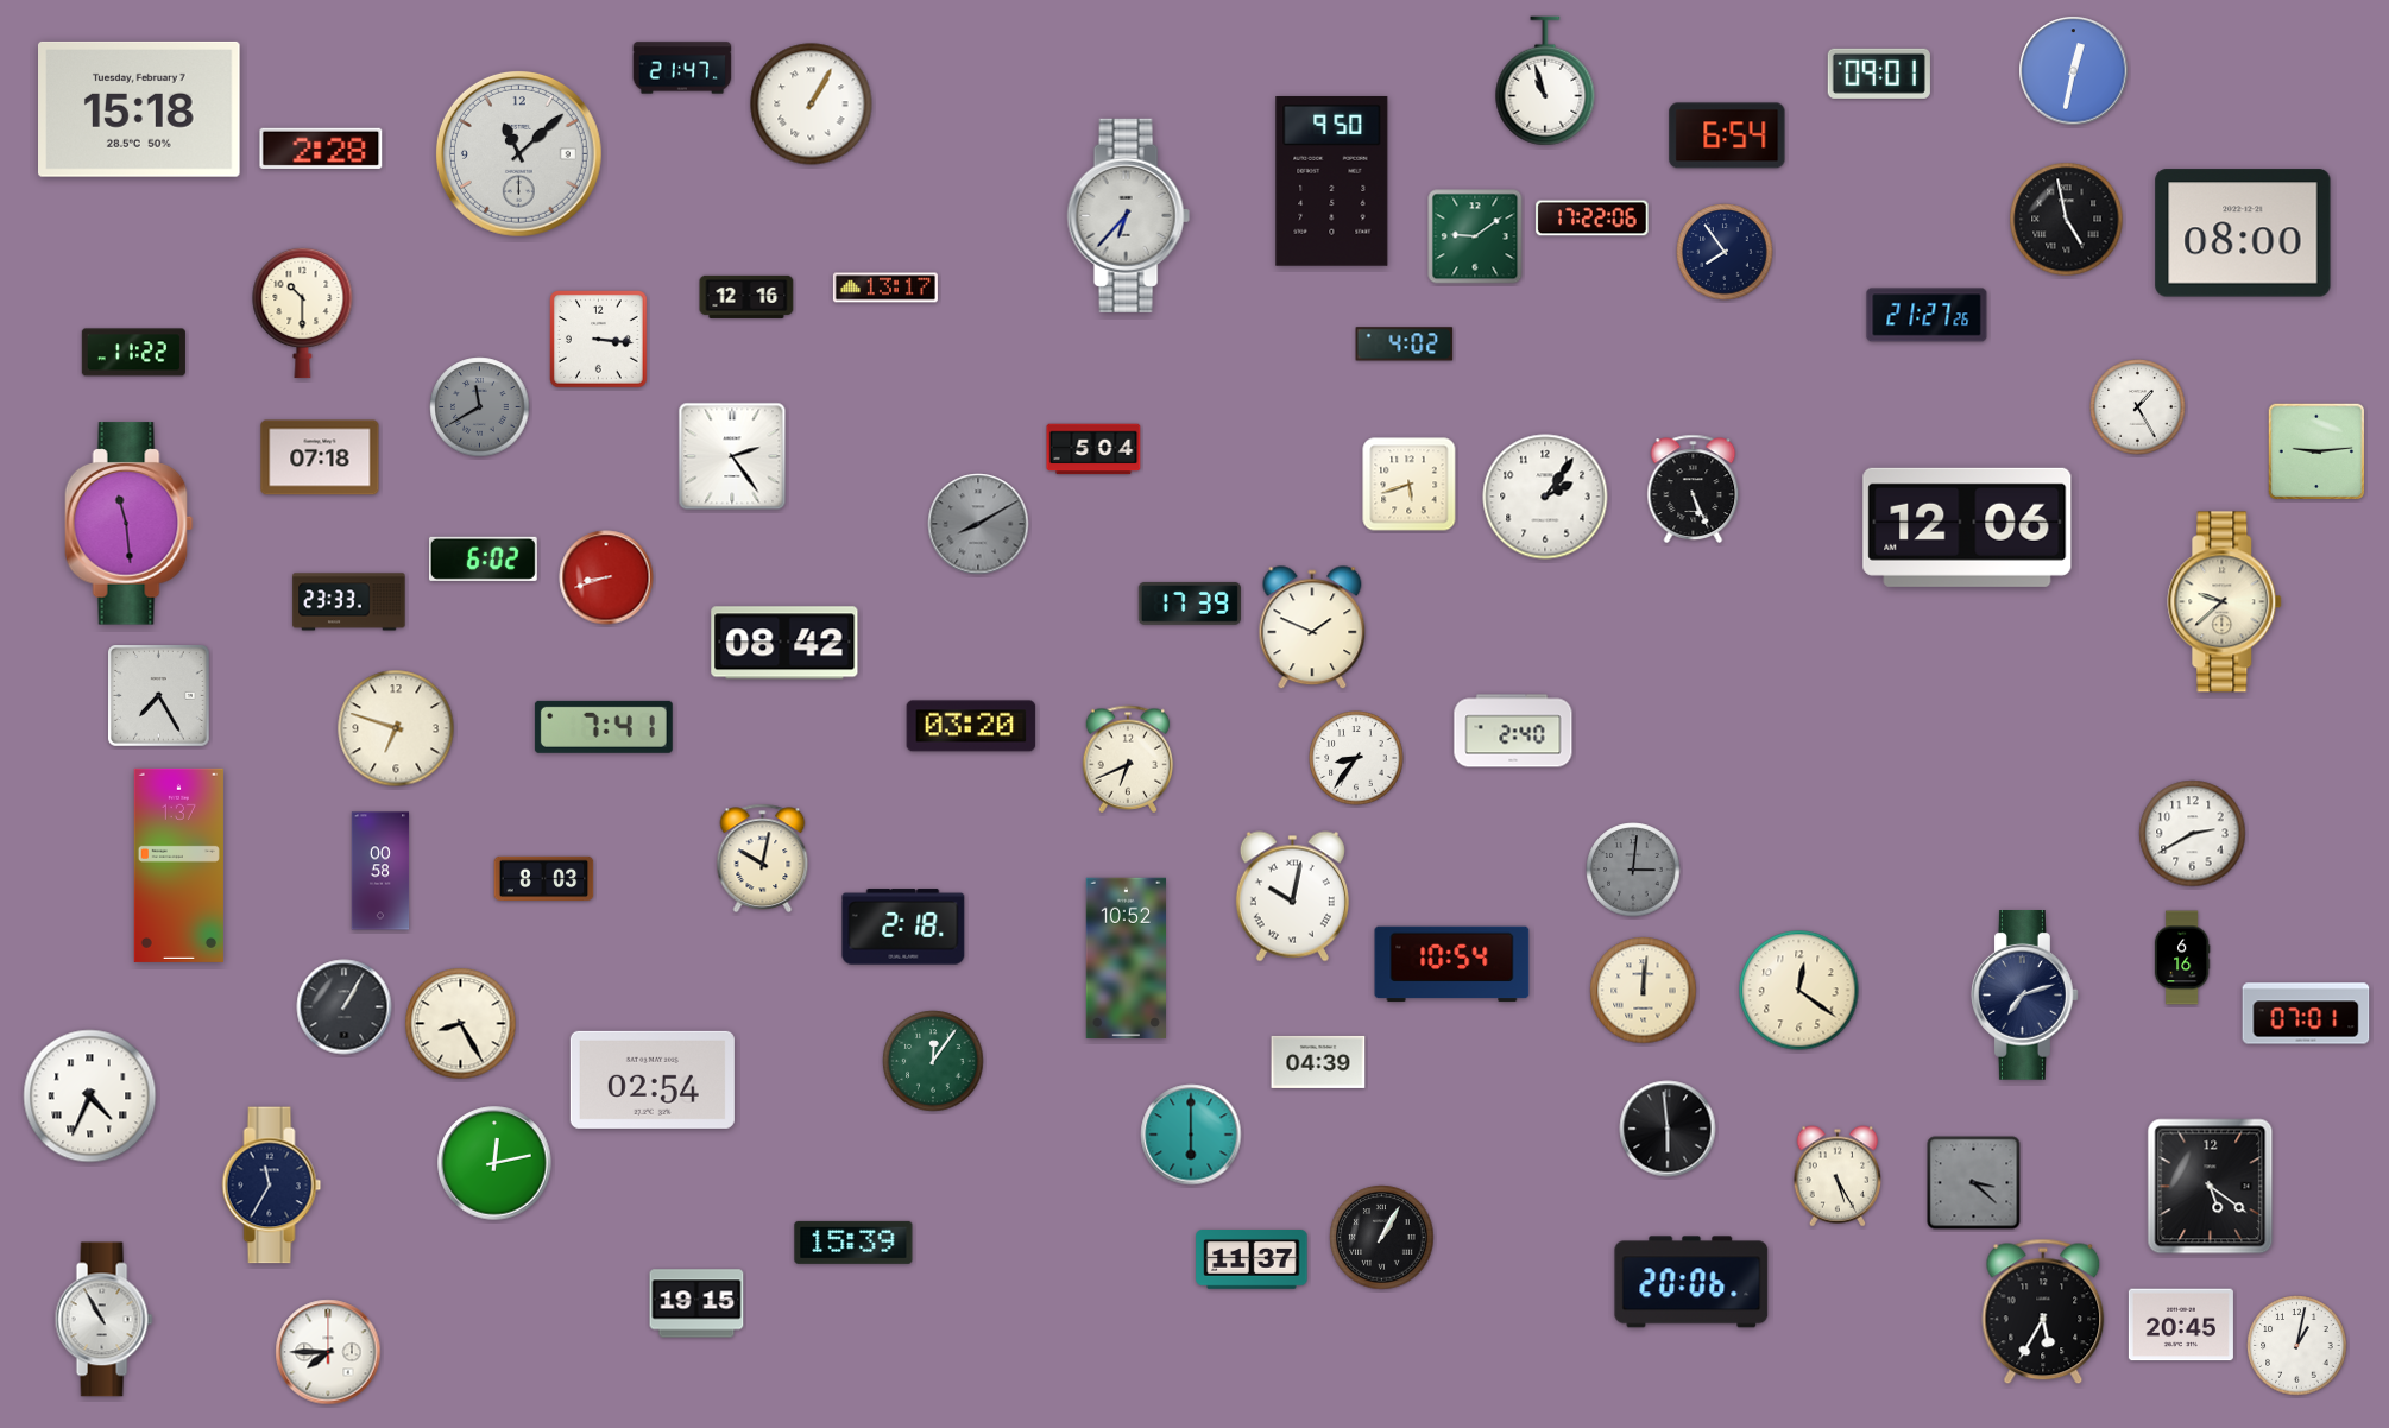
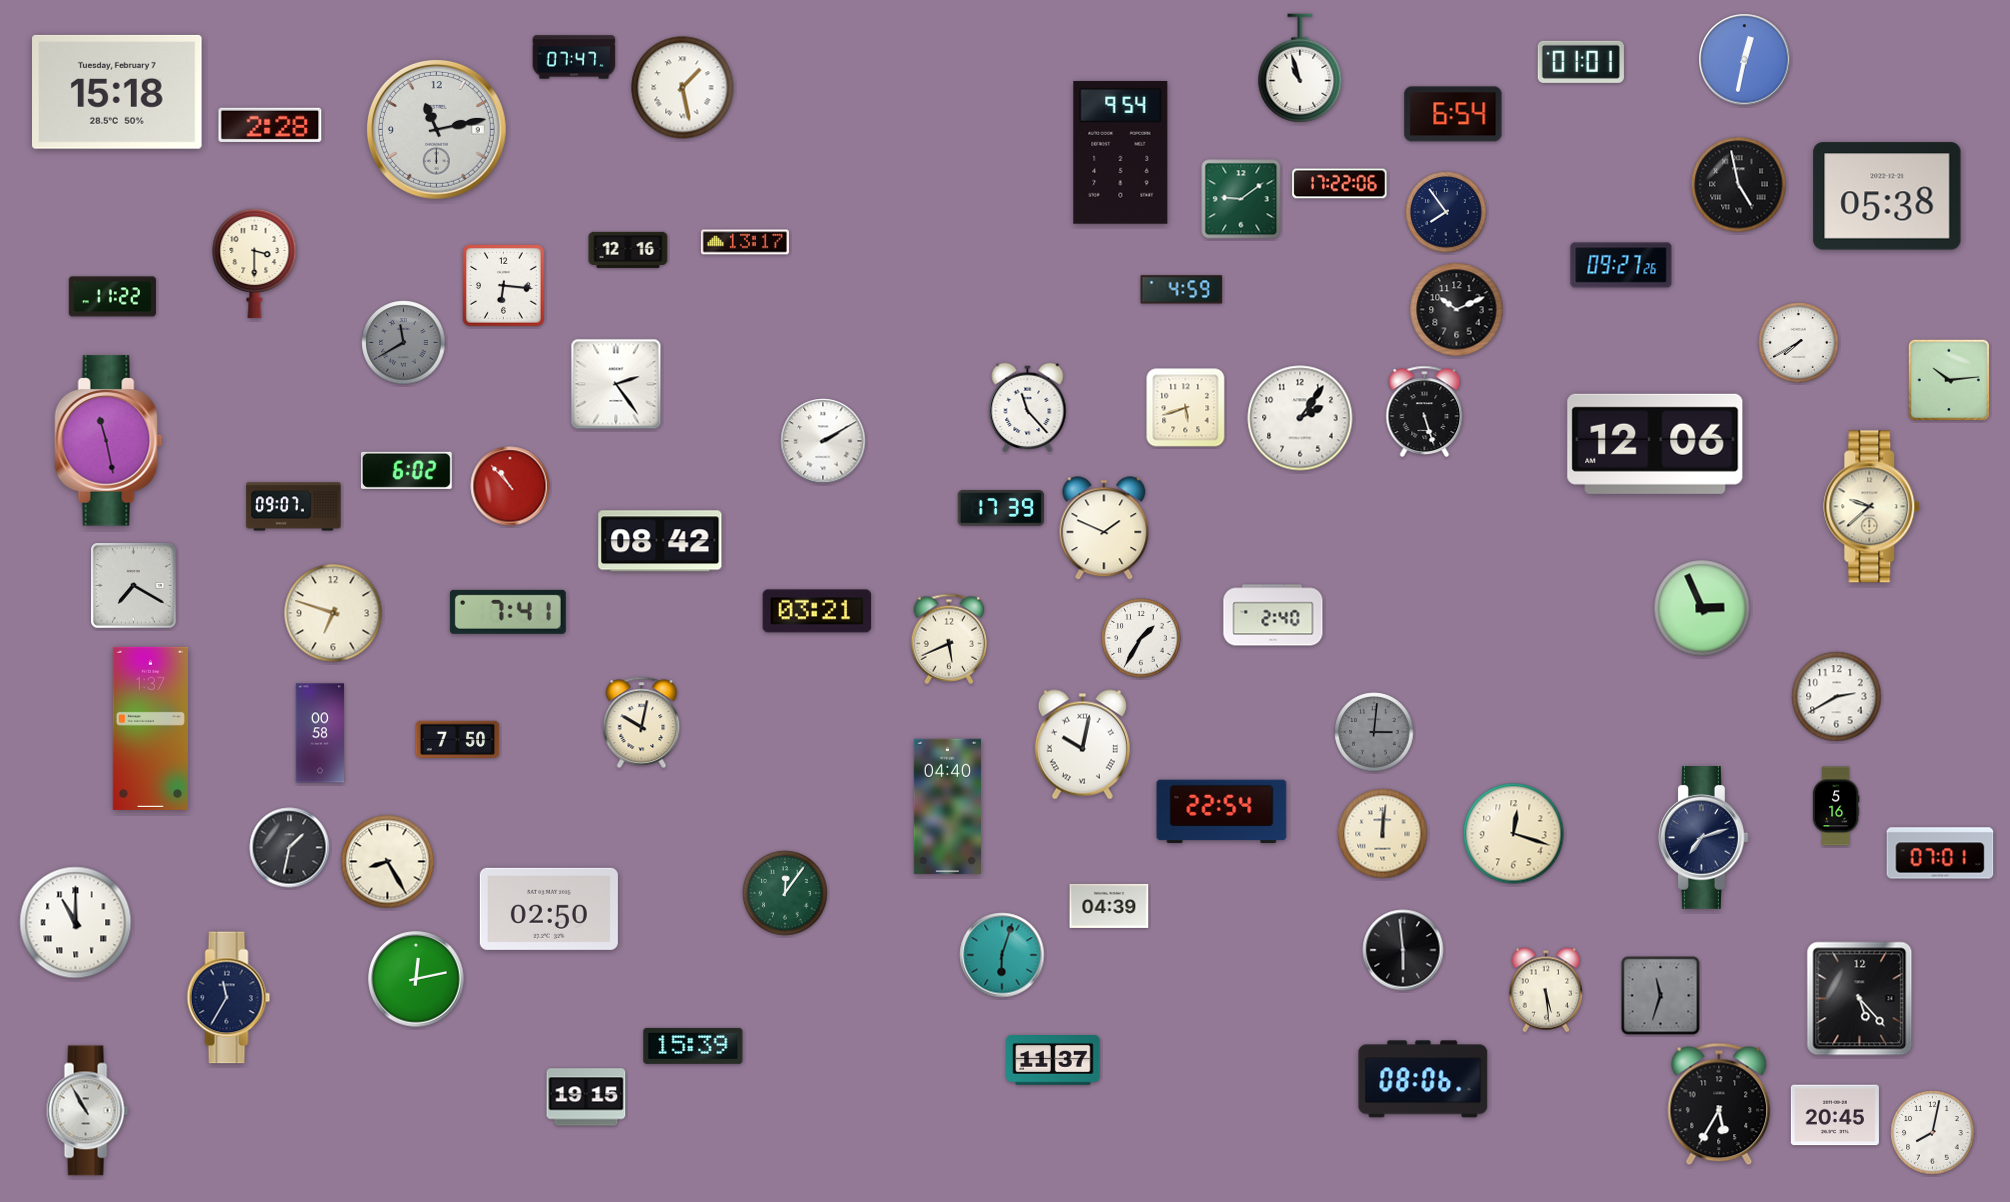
clock at (682, 68): 21:47 -> 07:47
clock at (1879, 74): 09:01 -> 01:01
clock at (812, 105): 1:05 -> 1:28
clock at (518, 153): 11:08 -> 11:13
clock at (1332, 182): 9:50 -> 9:54
clock at (1128, 215): 6:37 -> none
clock at (2243, 233): 08:00 -> 05:38
clock at (1725, 252) position: (1725, 252) -> (1446, 212)
clock at (303, 312): 10:30 -> 3:30
clock at (1927, 315): 21:27 -> 09:27
clock at (599, 340): 3:16 -> 6:16
clock at (1405, 345): 4:02 -> 4:59
clock at (1457, 310): none -> 10:11
clock at (2138, 407): 1:25 -> 7:40
clock at (1093, 449): 5:04 -> none
clock at (2316, 451): 9:14 -> 10:14
clock at (320, 457): 07:18 -> none
clock at (1028, 408): none -> 11:23
clock at (1694, 488): 5:26 -> 5:27
clock at (130, 524): 11:29 -> 11:28
clock at (978, 524): 8:10 -> 2:10
clock at (978, 524) dial: grey -> white
clock at (606, 577): 8:42 -> 10:53
clock at (349, 602): 23:33 -> 09:07
clock at (159, 696): 7:25 -> 7:20
clock at (1702, 608): none -> 2:56
clock at (971, 726): 03:20 -> 03:21
clock at (1356, 758): 8:36 -> 1:35
clock at (1128, 759): 6:41 -> 5:41
clock at (2193, 834) position: (2193, 834) -> (1837, 697)
clock at (544, 879): 8:03 -> 7:50
clock at (1292, 897) position: (1292, 897) -> (1082, 745)
clock at (903, 927): 2:18 -> none
clock at (2182, 958): 6:16 -> 5:16
clock at (1126, 959): 10:52 -> 04:40
clock at (1452, 965): 10:54 -> 22:54
clock at (1799, 991): 12:21 -> 12:18
clock at (345, 1007): 1:05 -> 1:32
clock at (1318, 1062) position: (1318, 1062) -> (1109, 906)
clock at (653, 1080): 02:54 -> 02:50
clock at (90, 1097): 4:34 -> 11:00
clock at (1191, 1135): 6:00 -> 6:03
clock at (1838, 1176): 5:25 -> 5:29
clock at (1974, 1183): 3:22 -> 11:33
clock at (2211, 1187): 5:21 -> 5:23
clock at (1382, 1238): 1:05 -> none
clock at (853, 1243) position: (853, 1243) -> (693, 1046)
clock at (1691, 1282): 20:06 -> 08:06
clock at (2297, 1346): 1:02 -> 8:02
clock at (328, 1352): 7:45 -> none
